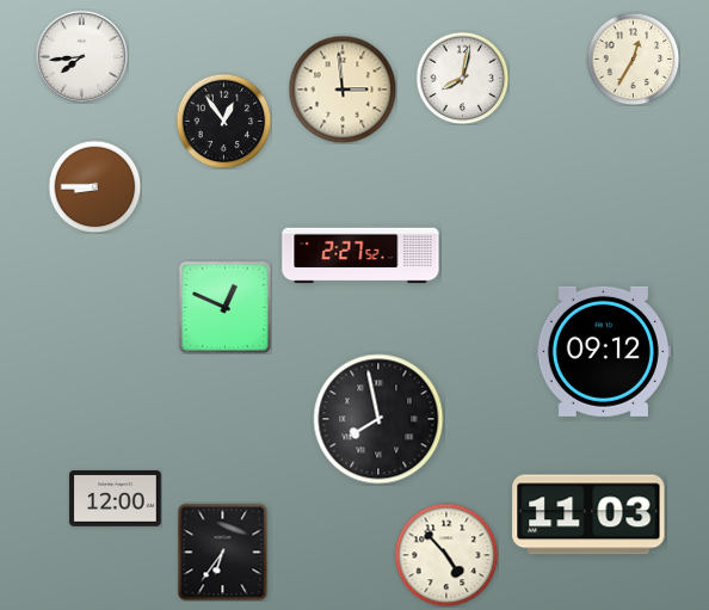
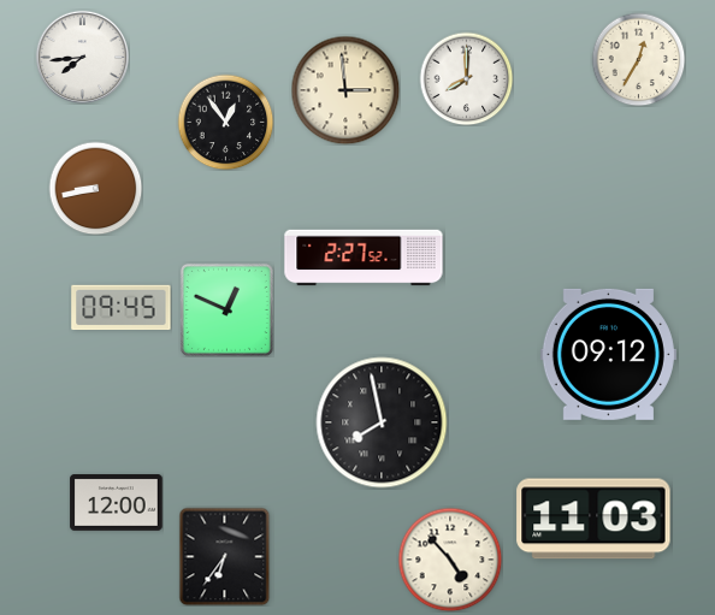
clock at (462, 78): 8:02 -> 8:00
clock at (94, 186): 8:45 -> 8:43
clock at (122, 308): none -> 09:45
